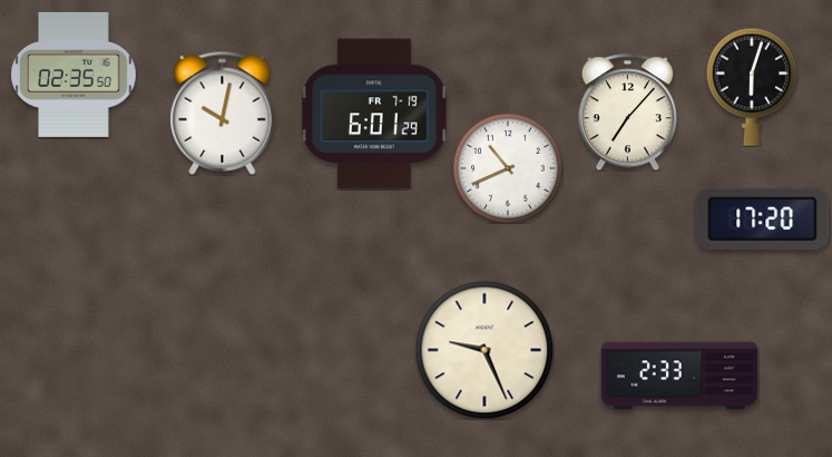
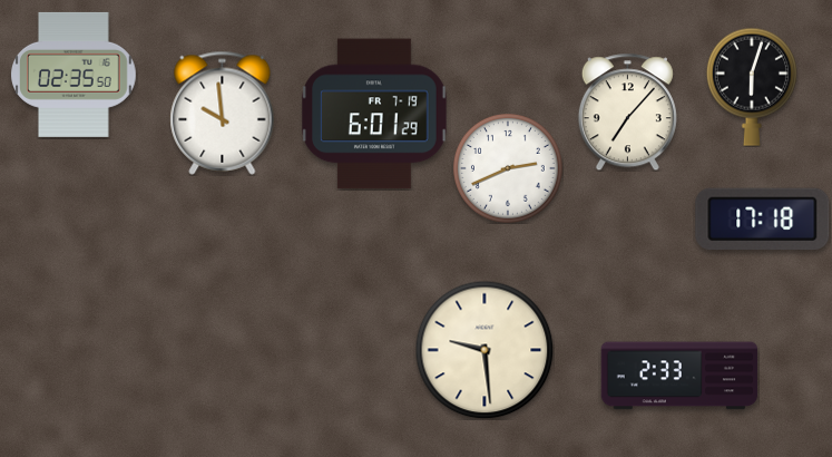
clock at (223, 113): 10:02 -> 9:59
clock at (509, 169): 10:41 -> 2:41
clock at (763, 218): 17:20 -> 17:18
clock at (484, 350): 9:26 -> 9:29
